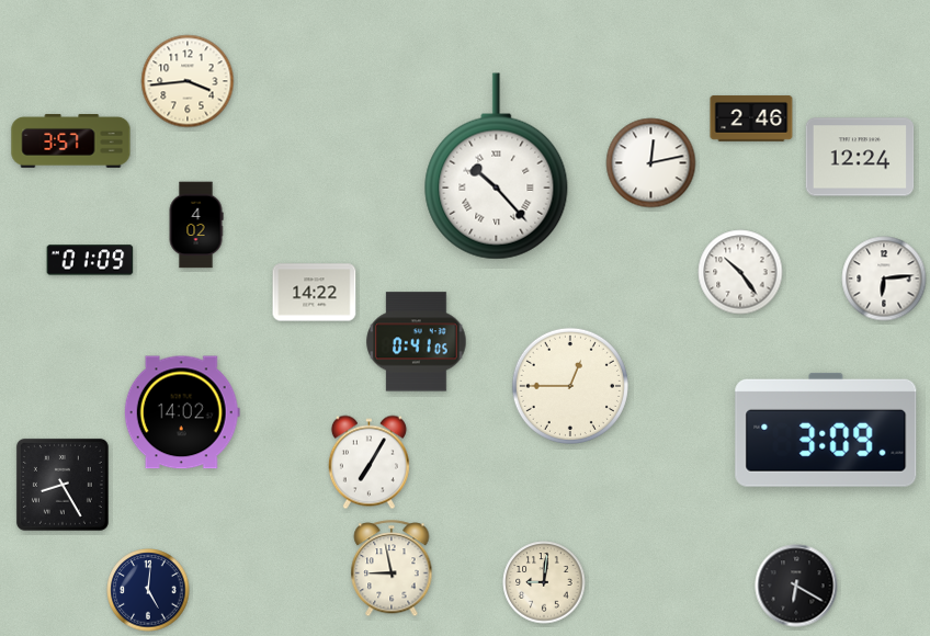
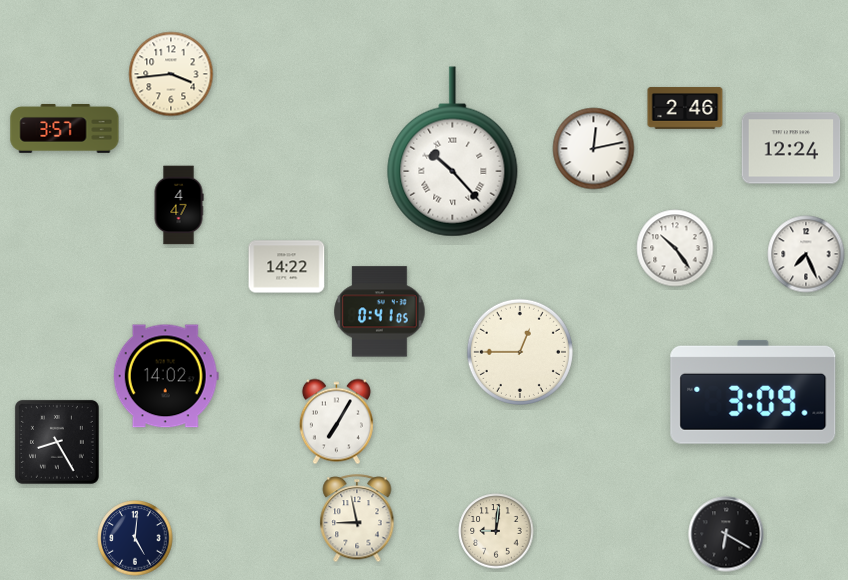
clock at (860, 157) position: (860, 157) -> (791, 148)
clock at (196, 225): 4:02 -> 4:47
clock at (90, 260): 01:09 -> none
clock at (884, 279): 6:14 -> 7:26
